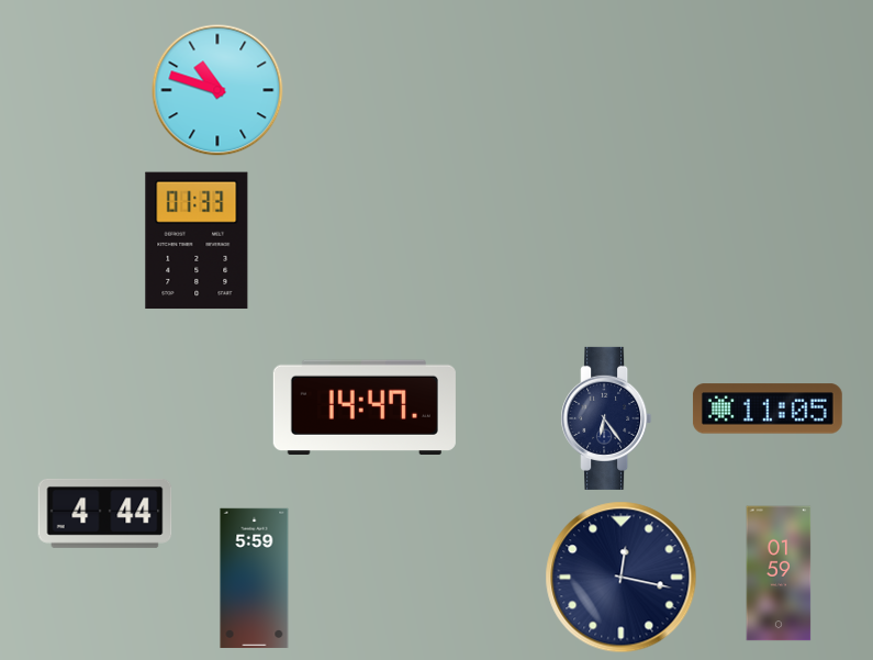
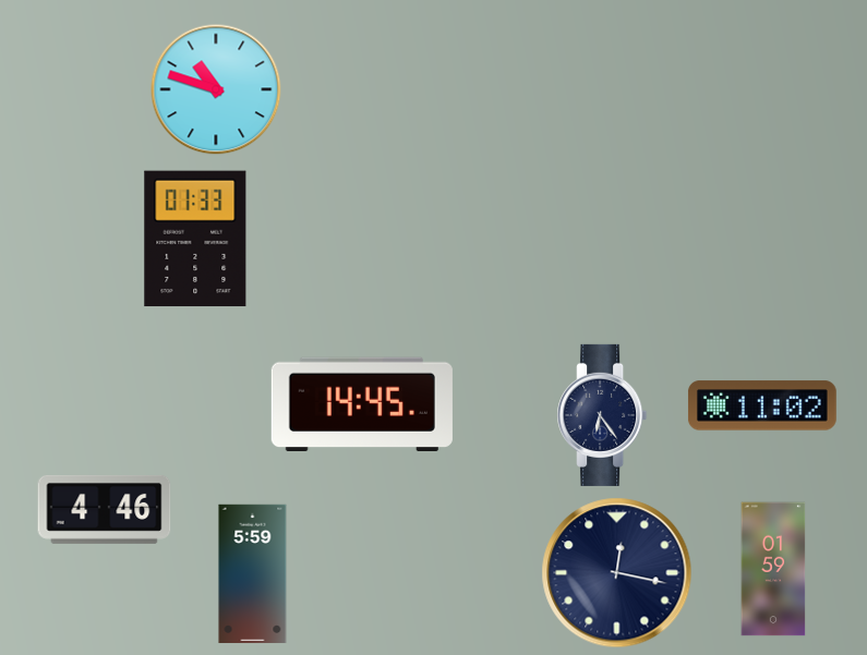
clock at (365, 406): 14:47 -> 14:45
clock at (768, 409): 11:05 -> 11:02
clock at (105, 513): 4:44 -> 4:46
